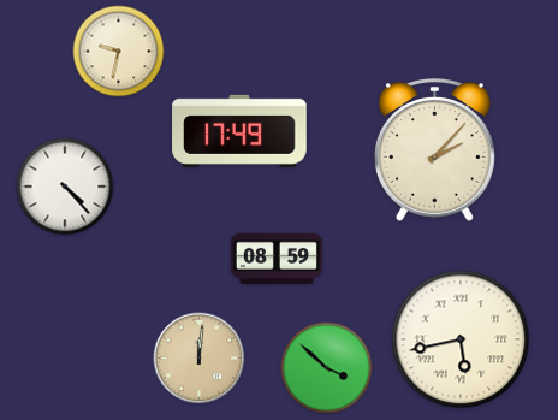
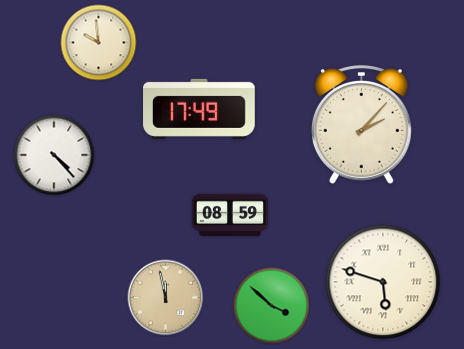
clock at (119, 52): 9:32 -> 9:59
clock at (461, 339): 5:43 -> 5:48
clock at (200, 359): 12:01 -> 11:58
